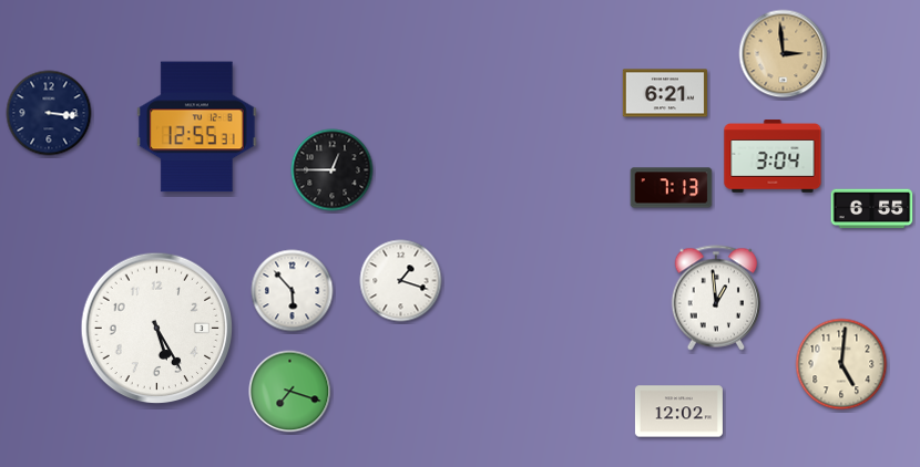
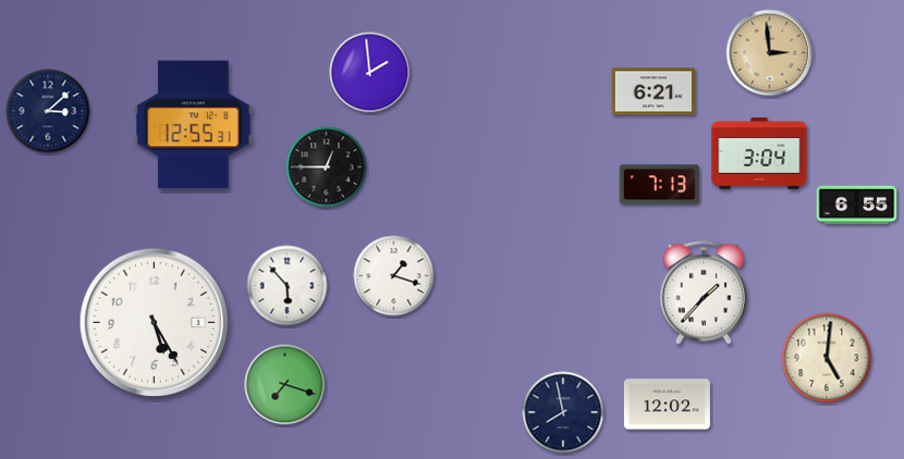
clock at (370, 73): none -> 1:59
clock at (49, 113): 3:16 -> 3:08
clock at (716, 298): 12:59 -> 1:37
clock at (563, 412): none -> 7:58
